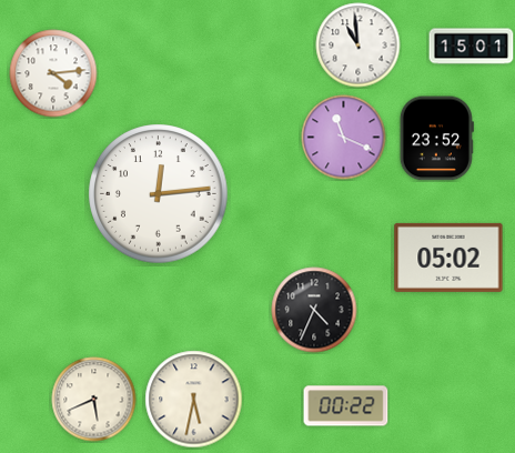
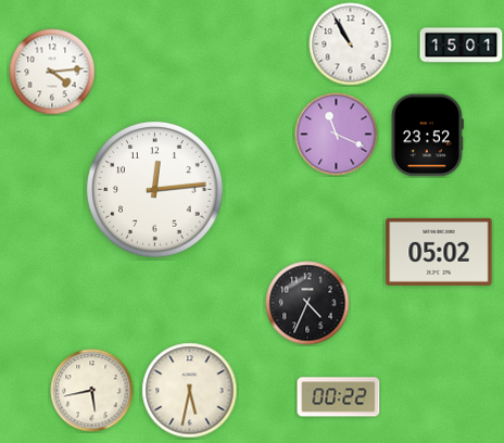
clock at (359, 46): 10:59 -> 10:55
clock at (94, 400): 5:41 -> 5:43
